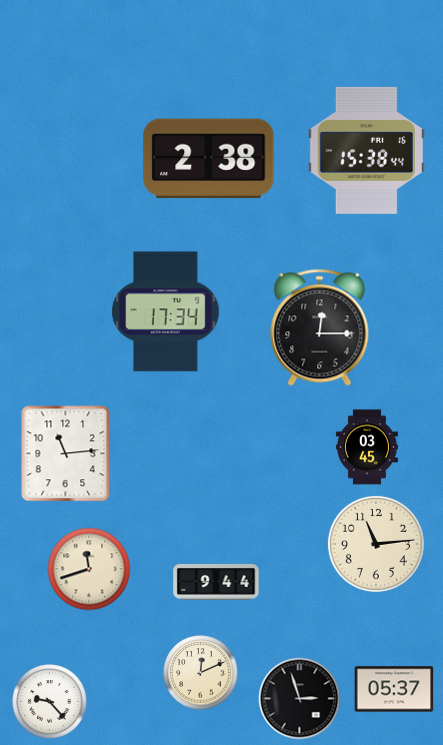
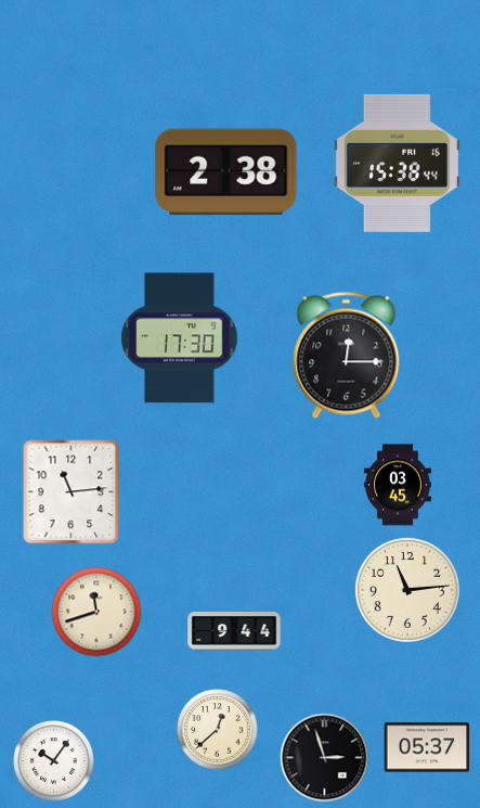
clock at (166, 312): 17:34 -> 17:30
clock at (89, 569) position: (89, 569) -> (96, 612)
clock at (201, 673): 12:11 -> 12:38
clock at (50, 702): 9:23 -> 10:06
